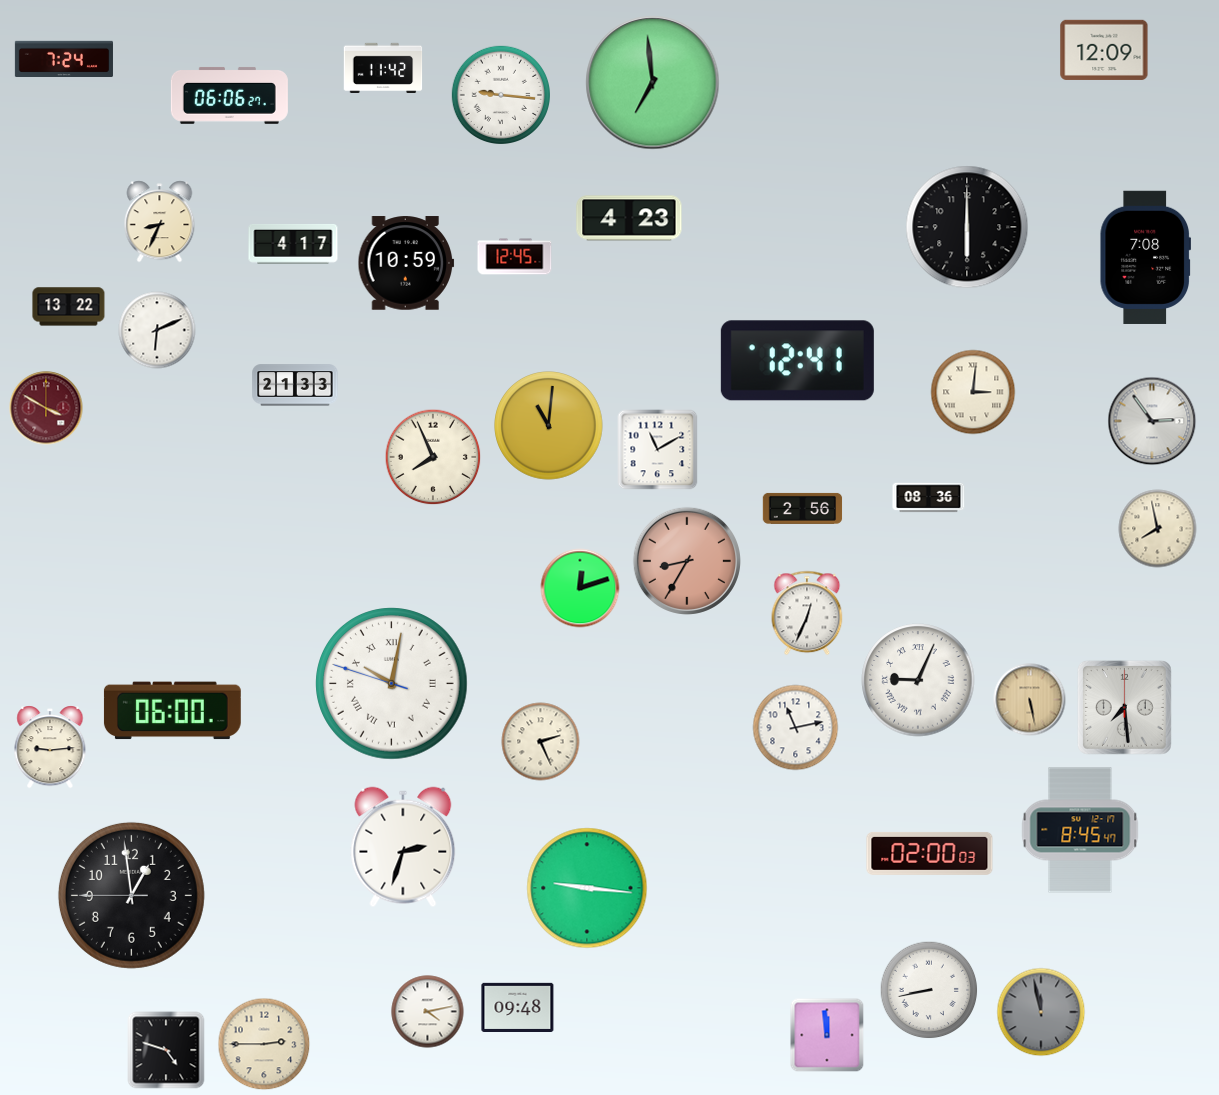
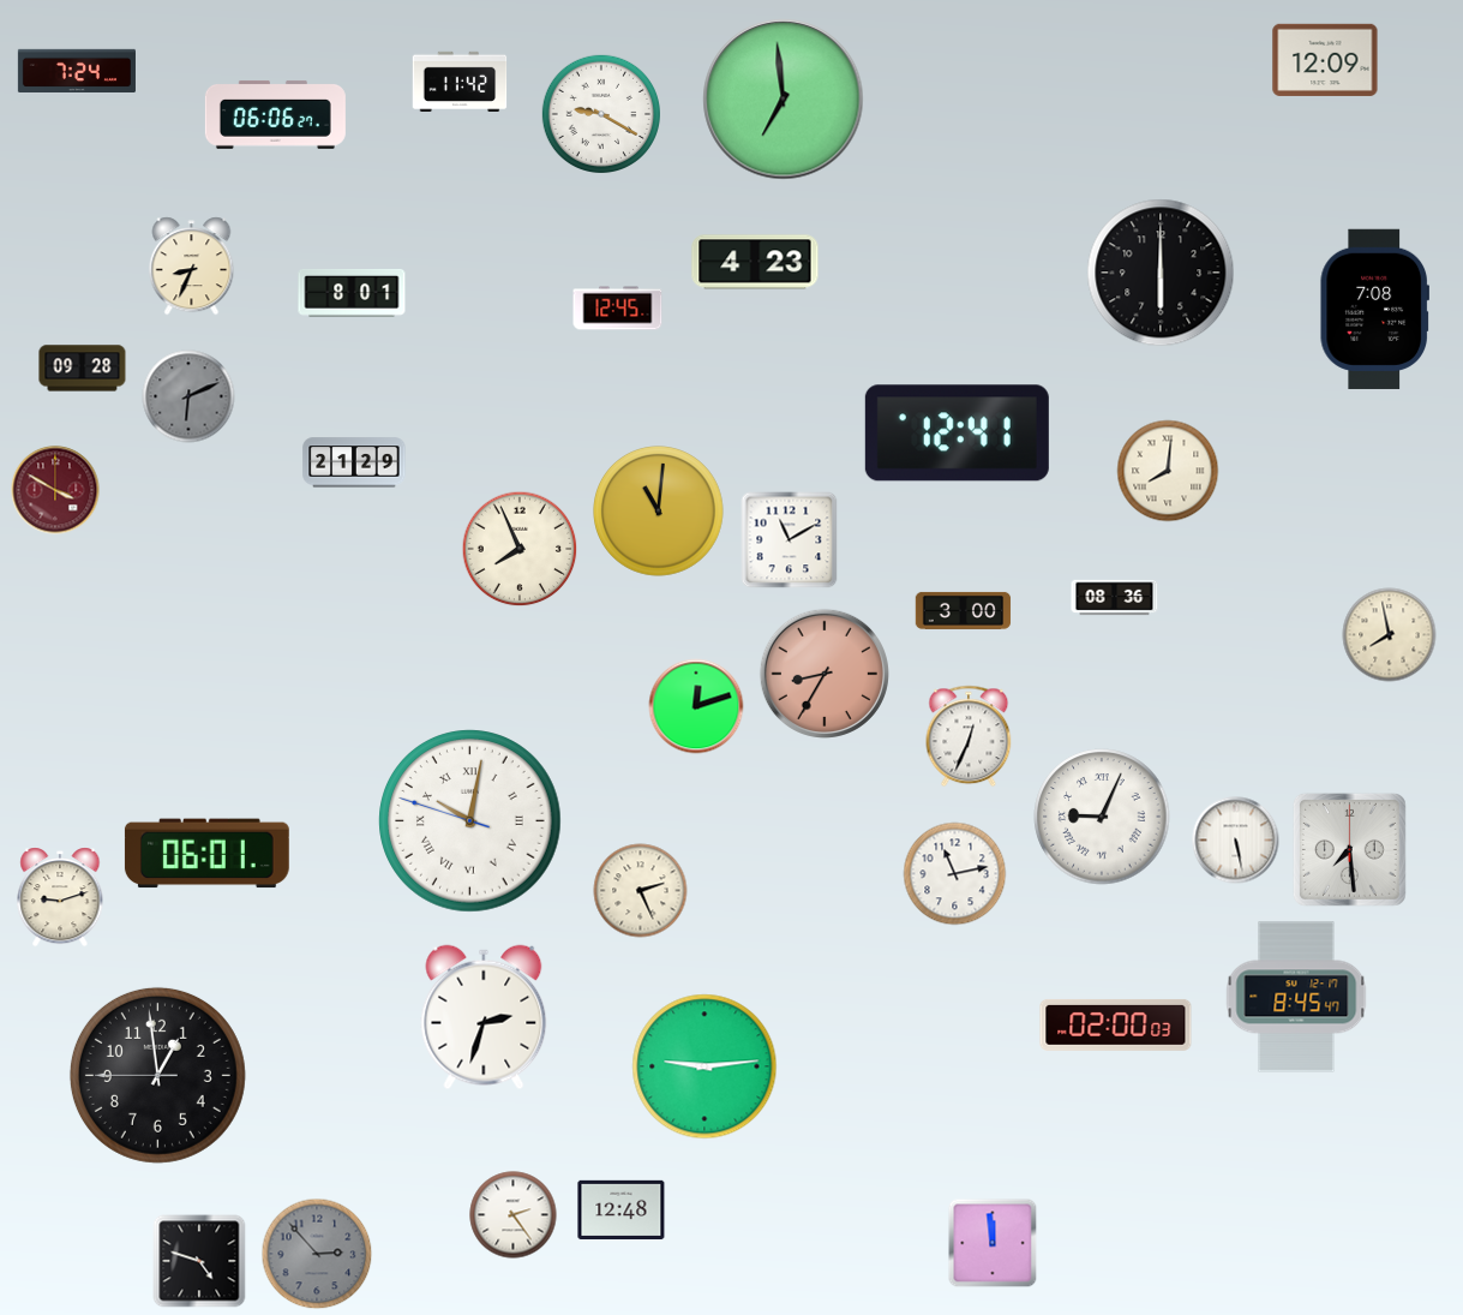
clock at (500, 94): 9:16 -> 9:20
clock at (293, 244): 4:17 -> 8:01
clock at (406, 263): 10:59 -> none
clock at (69, 307): 13:22 -> 09:28
clock at (157, 330) dial: white -> grey
clock at (295, 385): 21:33 -> 21:29
clock at (973, 392): 3:01 -> 8:01
clock at (1152, 421): 2:54 -> none
clock at (803, 508): 2:56 -> 3:00
clock at (1030, 700) dial: champagne -> white
clock at (172, 711): 06:00 -> 06:01
clock at (541, 742) position: (541, 742) -> (641, 891)
clock at (50, 747): 9:14 -> 9:12
clock at (587, 888): 9:16 -> 9:14
clock at (929, 990): 8:43 -> none
clock at (518, 1007): 09:48 -> 12:48
clock at (428, 1012): 4:13 -> 2:24
clock at (1041, 1012): 11:58 -> none
clock at (264, 1044): 2:45 -> 2:53
clock at (264, 1044) dial: cream -> grey
